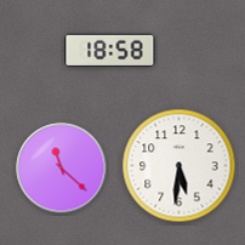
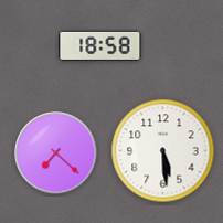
clock at (180, 166): 5:31 -> 5:29
clock at (62, 169): 11:22 -> 7:22
